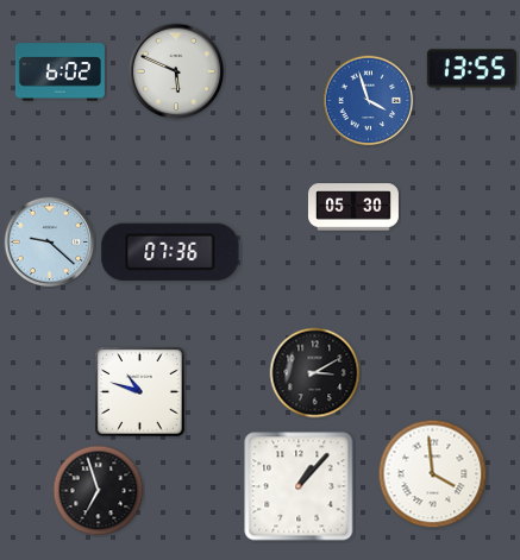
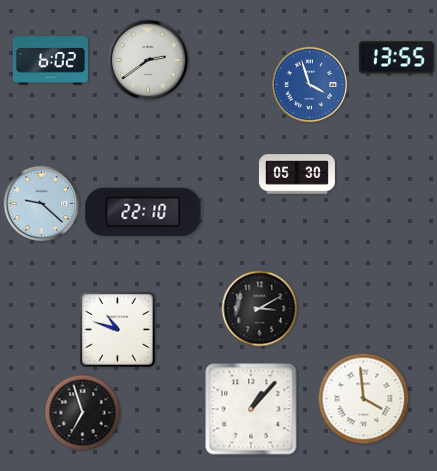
clock at (176, 71): 5:49 -> 2:39
clock at (170, 252): 07:36 -> 22:10
clock at (315, 373) position: (315, 373) -> (260, 309)
